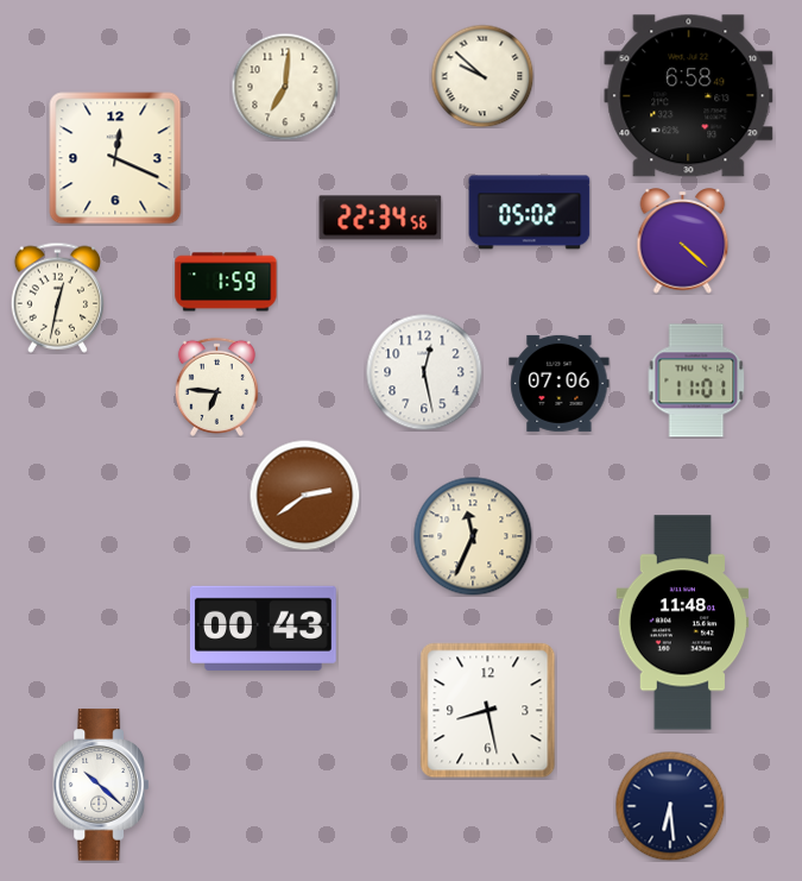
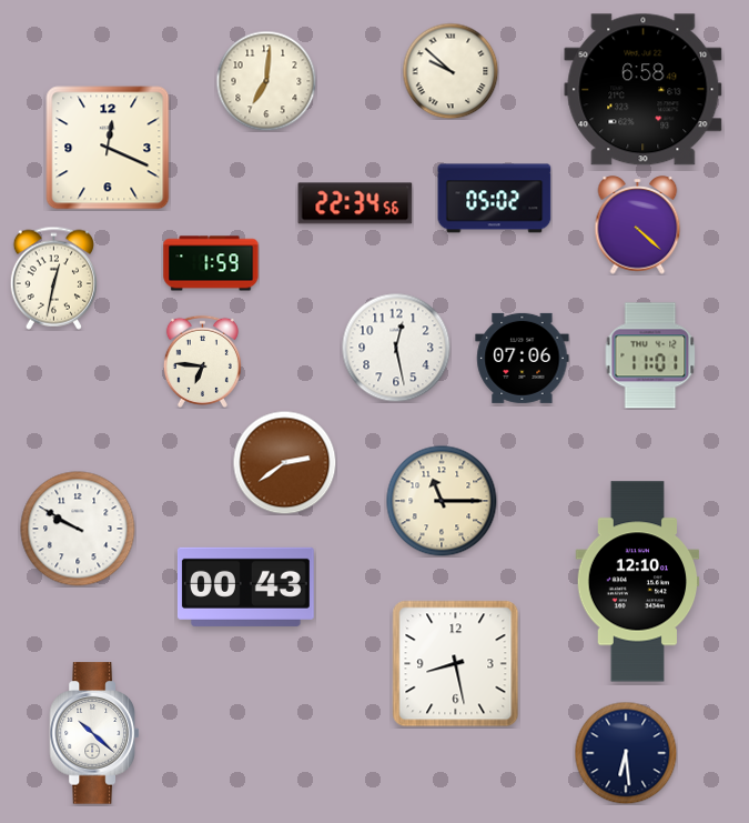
clock at (473, 536): 11:34 -> 11:15
clock at (78, 529): none -> 9:50
clock at (683, 623): 11:48 -> 12:10
